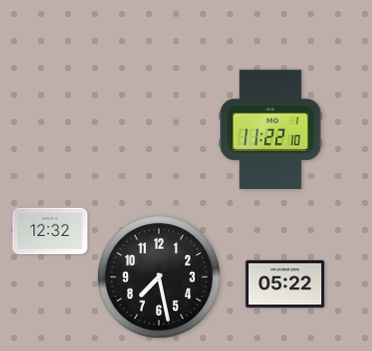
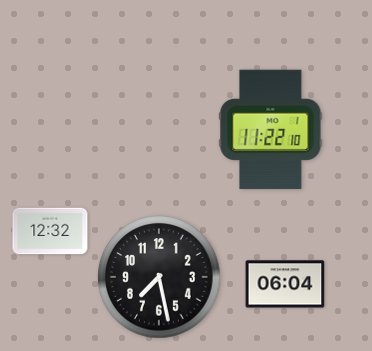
clock at (285, 284): 05:22 -> 06:04
